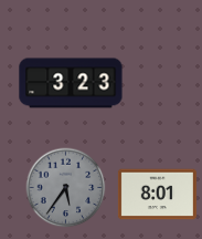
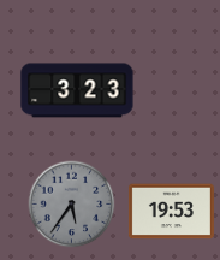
clock at (157, 195): 8:01 -> 19:53
